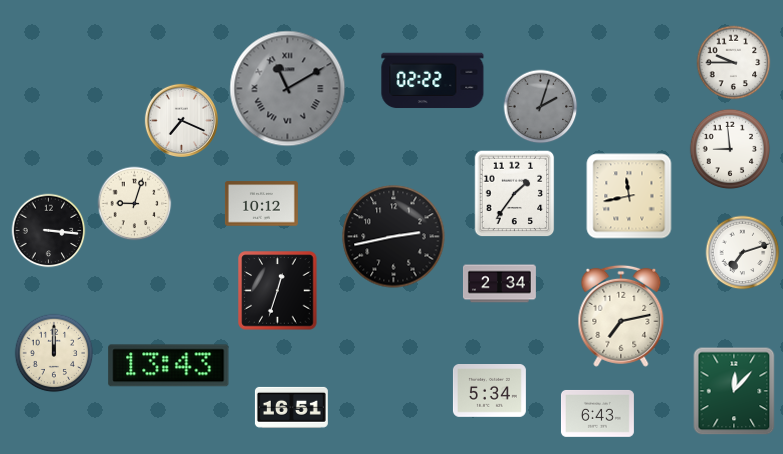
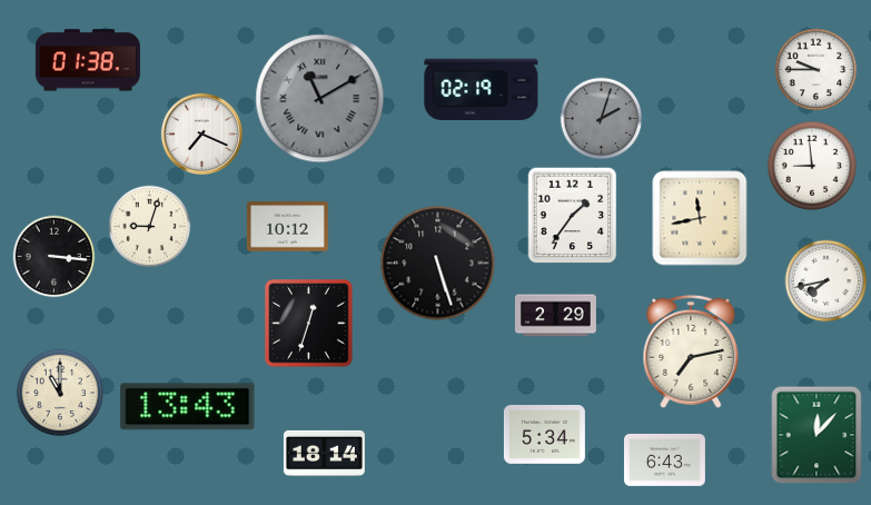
clock at (88, 60): none -> 01:38
clock at (433, 81): 02:22 -> 02:19
clock at (261, 204) position: (261, 204) -> (287, 227)
clock at (394, 237): 2:43 -> 5:27
clock at (743, 253): 7:12 -> 7:43
clock at (499, 284): 2:34 -> 2:29
clock at (54, 353): 12:00 -> 11:00
clock at (291, 407): 16:51 -> 18:14
